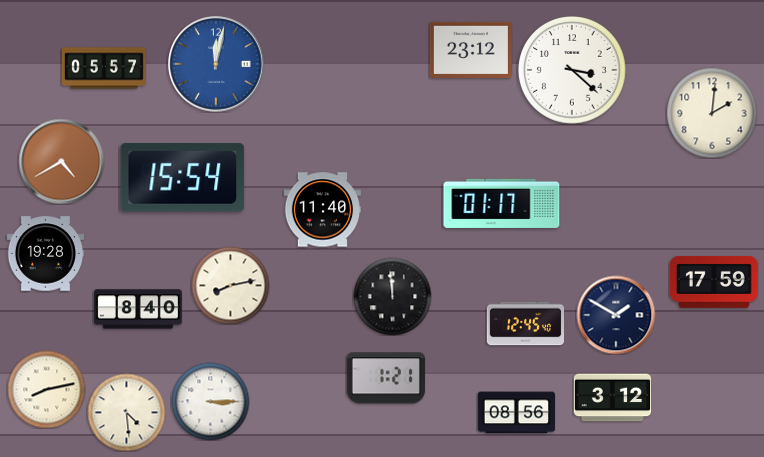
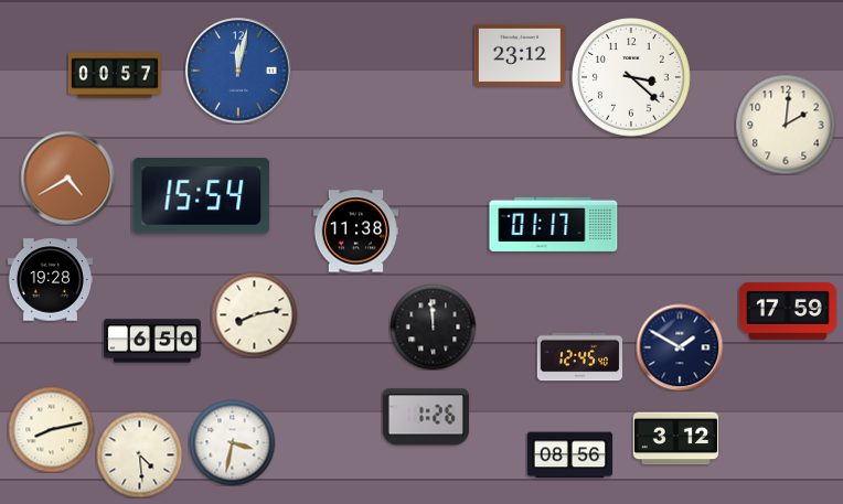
clock at (104, 68): 05:57 -> 00:57
clock at (322, 210): 11:40 -> 11:38
clock at (139, 309): 8:40 -> 6:50
clock at (386, 378): 1:21 -> 1:26
clock at (210, 401): 3:15 -> 3:32
